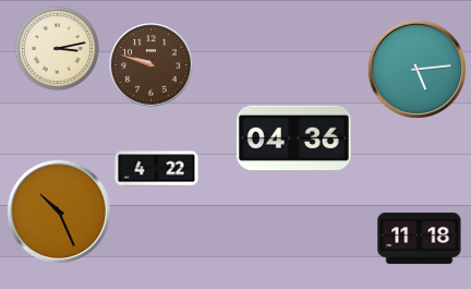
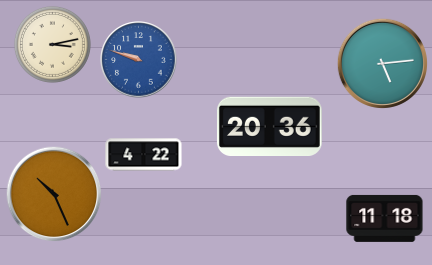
clock at (152, 65) dial: brown -> blue
clock at (293, 137): 04:36 -> 20:36
